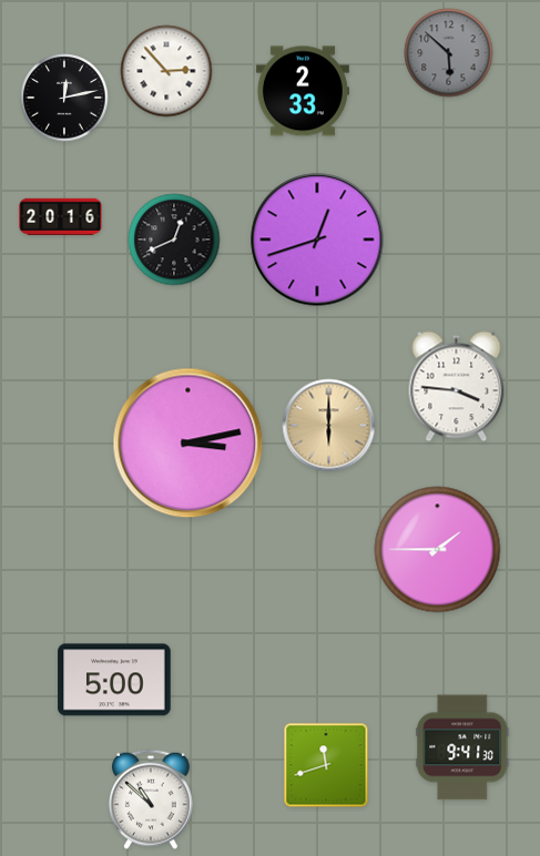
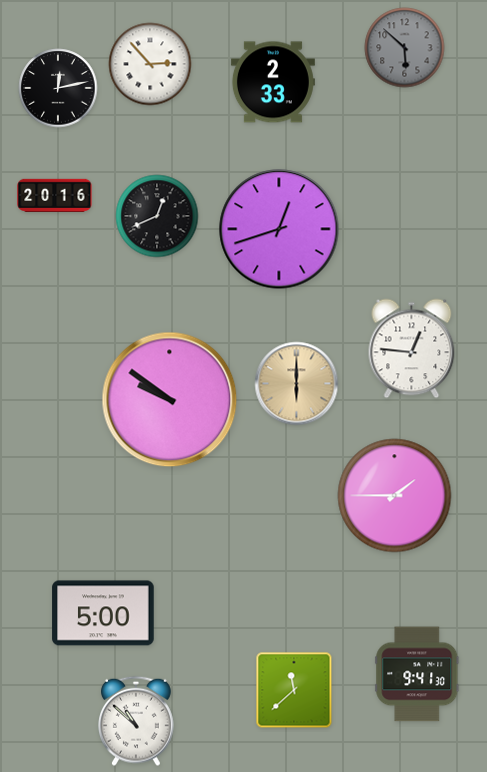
clock at (317, 240) position: (317, 240) -> (279, 229)
clock at (457, 387): 3:46 -> 12:46
clock at (189, 444): 3:13 -> 9:51
clock at (326, 765): 11:42 -> 11:38
